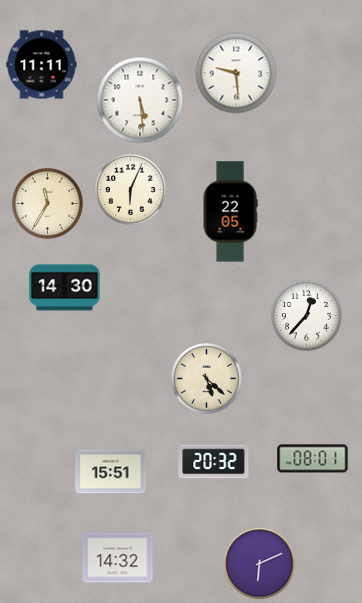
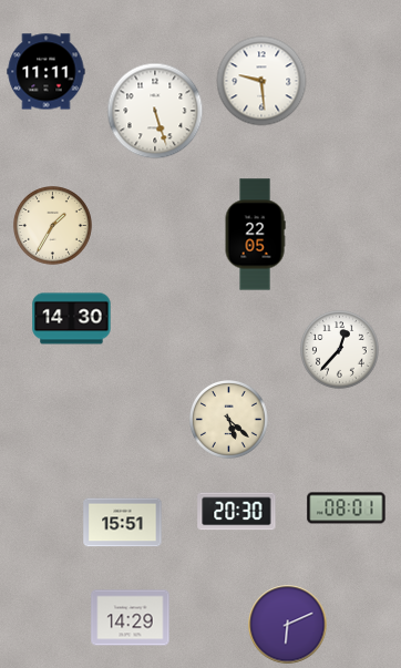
clock at (140, 100): 5:29 -> 5:27
clock at (131, 190): 6:04 -> none
clock at (48, 204): 11:35 -> 1:35
clock at (214, 462): 20:32 -> 20:30
clock at (118, 558): 14:32 -> 14:29
